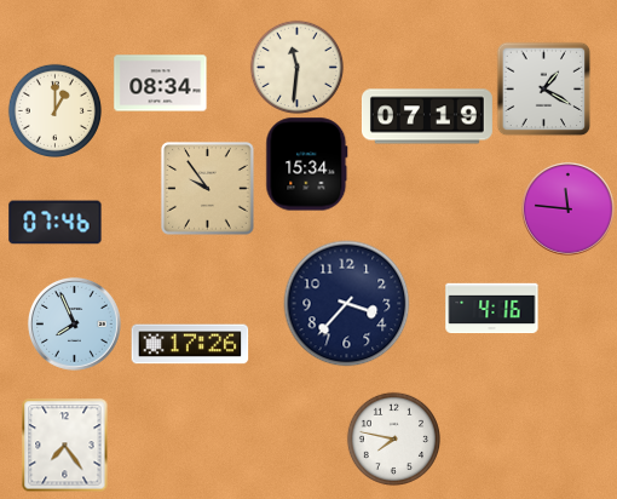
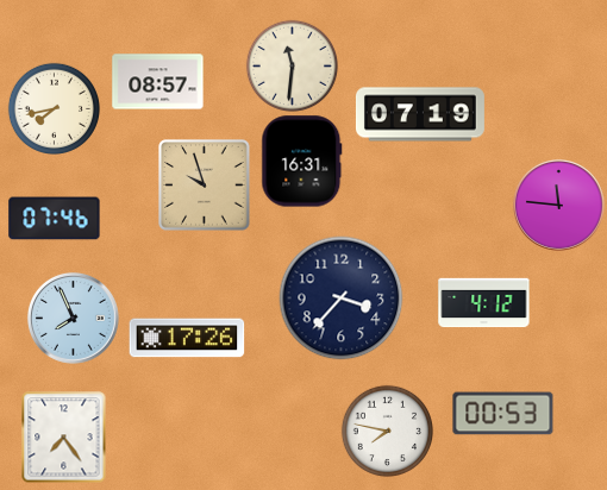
clock at (161, 84): 08:34 -> 08:57
clock at (543, 88): 1:20 -> none
clock at (54, 110): 1:00 -> 7:43
clock at (307, 165): 15:34 -> 16:31
clock at (208, 189): 9:54 -> 9:57
clock at (492, 309): 4:16 -> 4:12
clock at (503, 414): none -> 00:53
